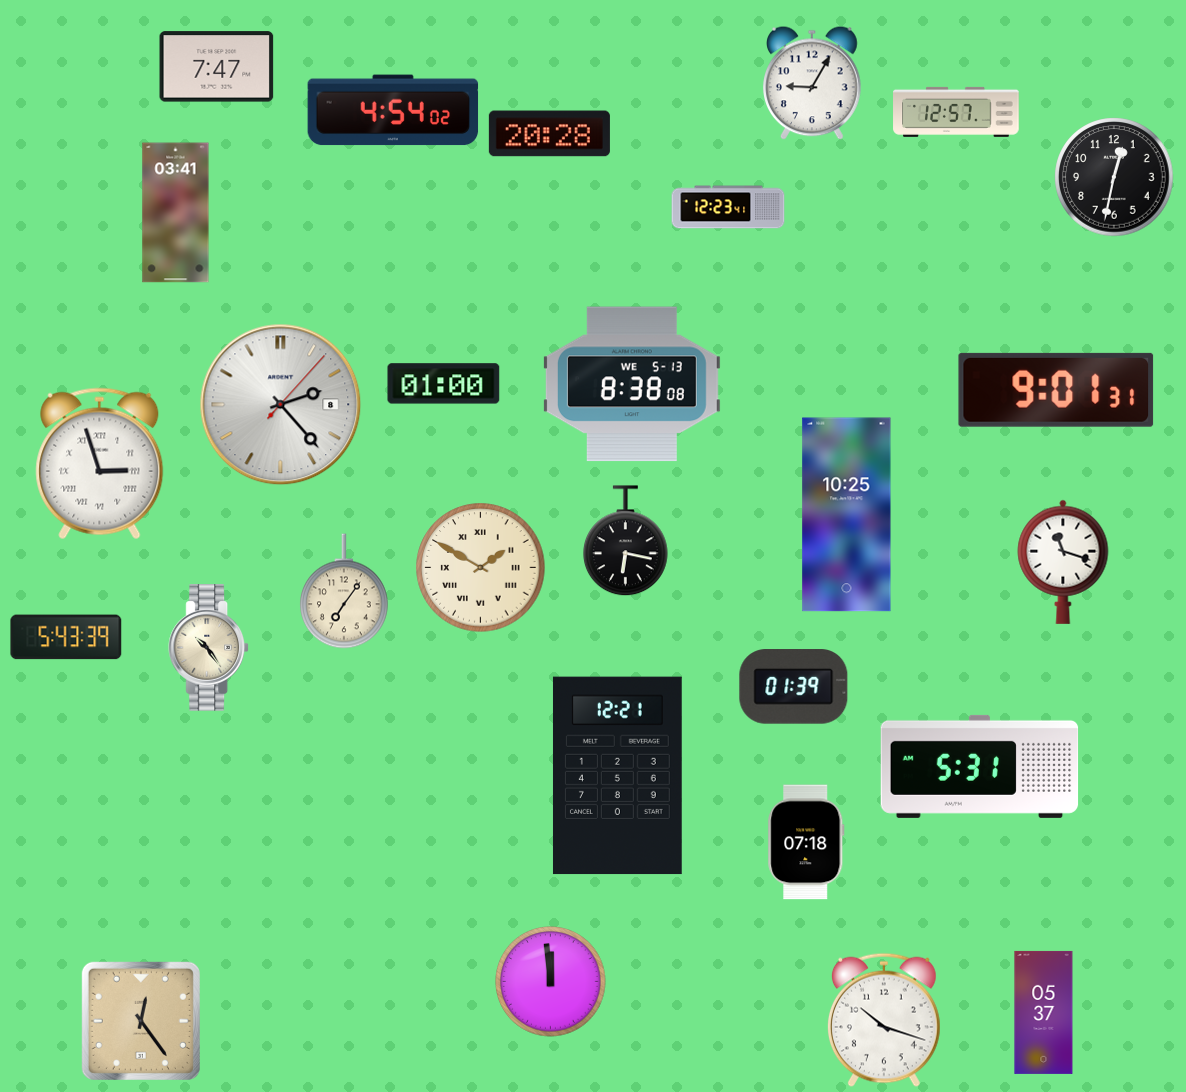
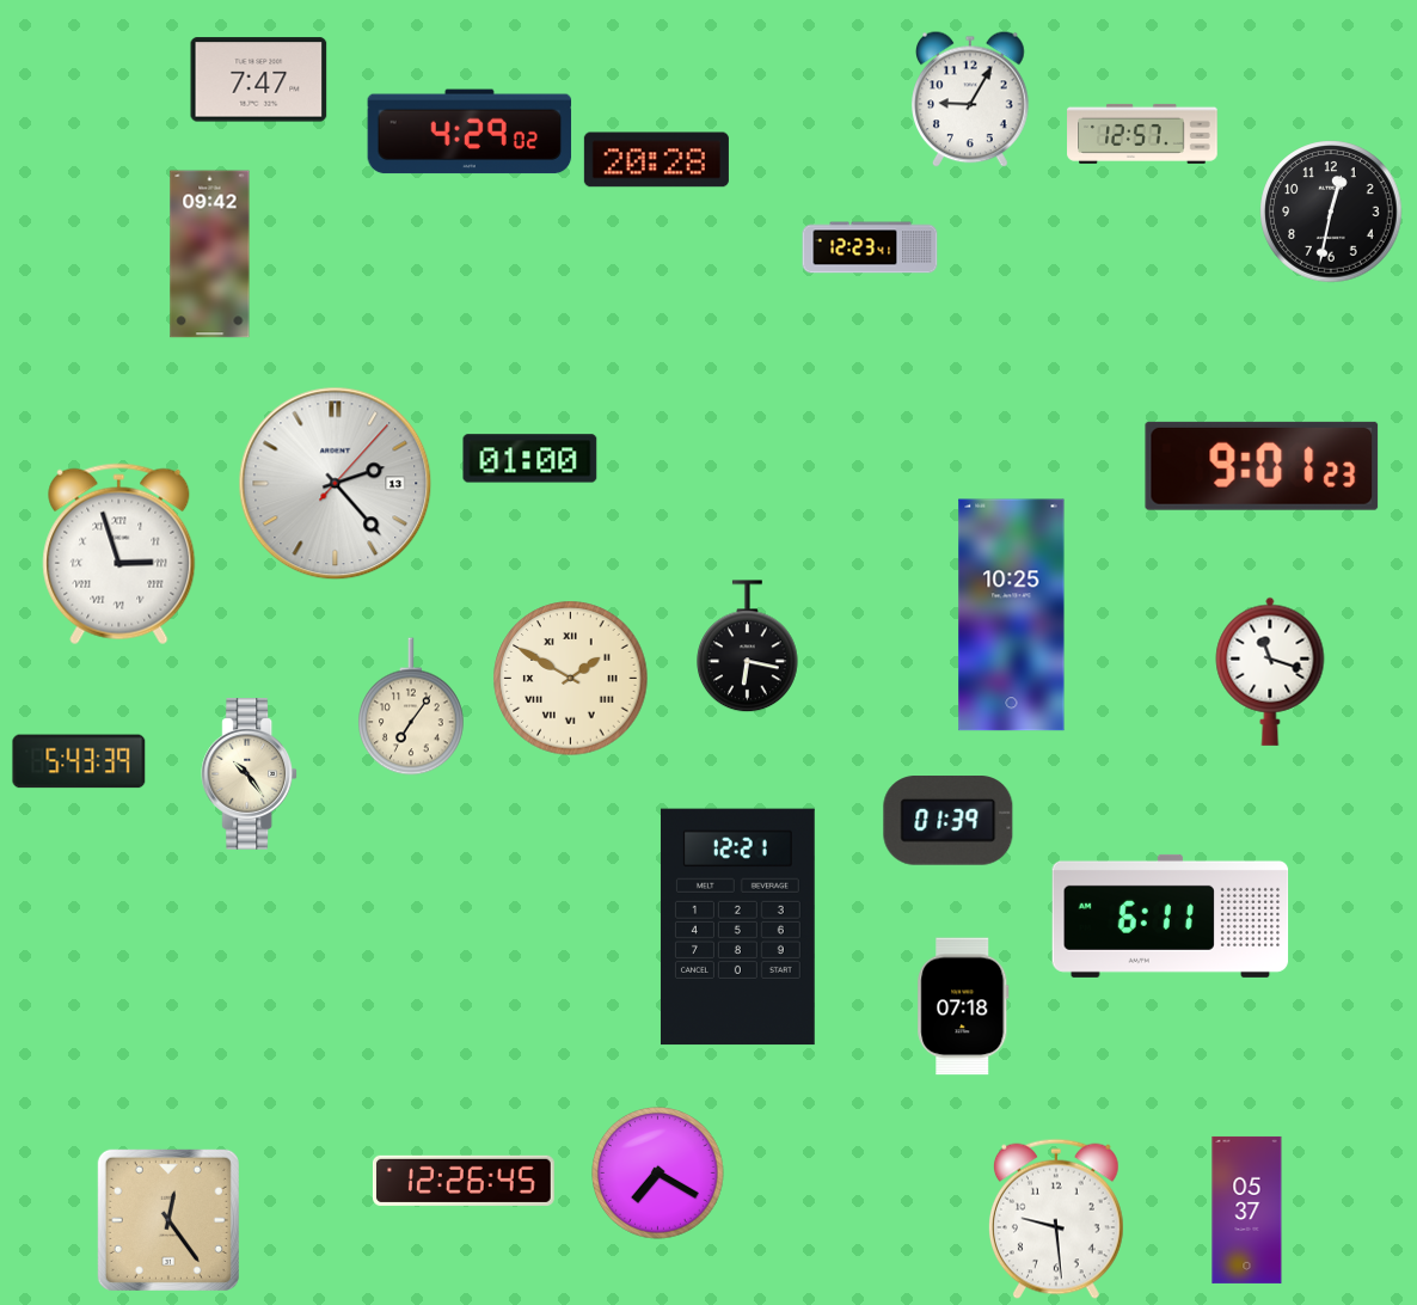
clock at (393, 110): 4:54 -> 4:29
clock at (176, 213): 03:41 -> 09:42
clock at (632, 384): 8:38 -> none
clock at (1056, 390): 9:01:31 -> 9:01:23
clock at (281, 405) date: 8 -> 13
clock at (481, 568) position: (481, 568) -> (571, 679)
clock at (980, 766): 5:31 -> 6:11
clock at (551, 982): 11:59 -> 7:20
clock at (464, 1181): none -> 12:26
clock at (884, 1020): 10:18 -> 9:29
